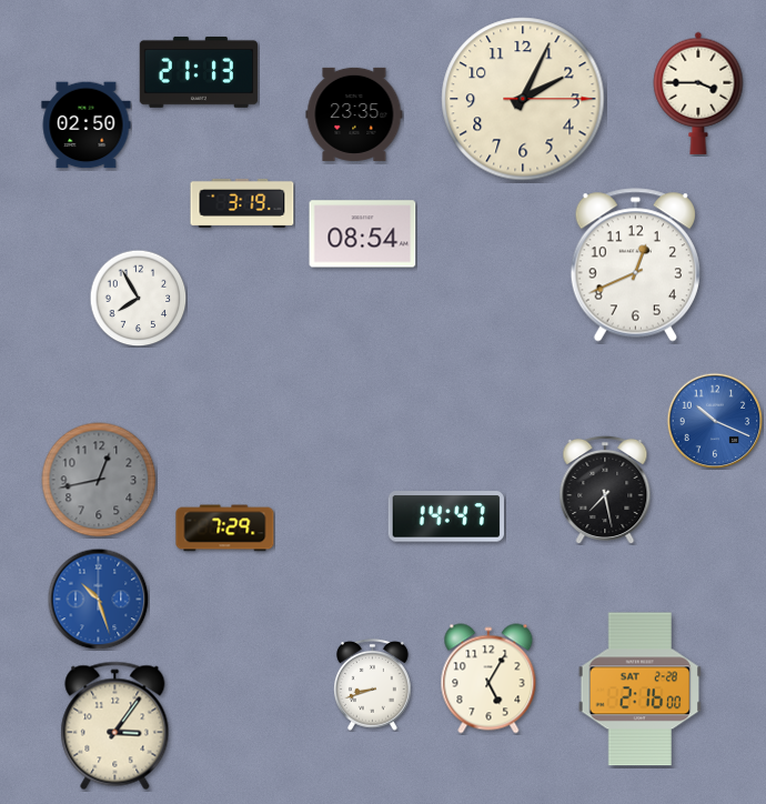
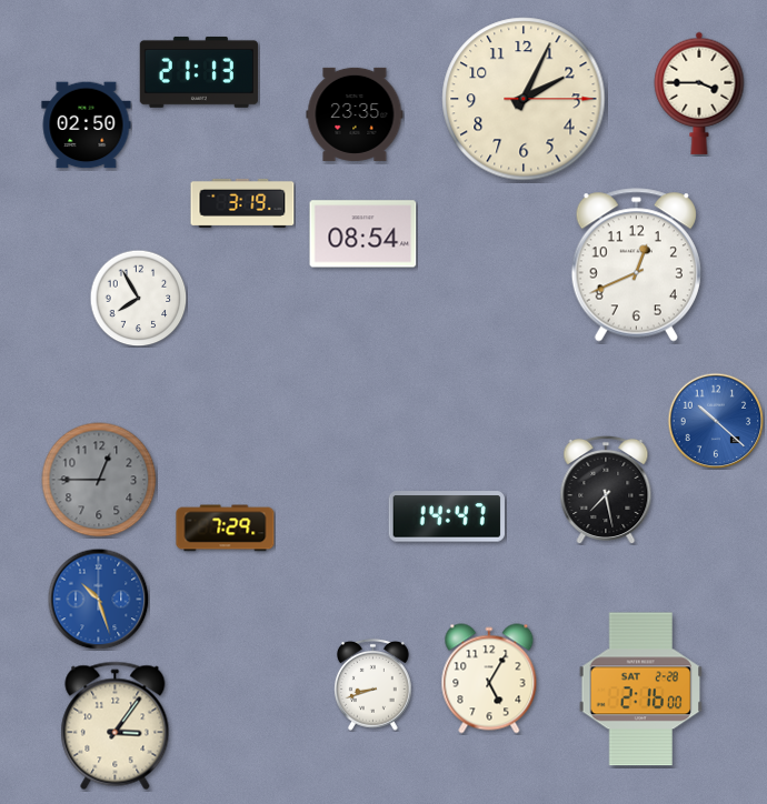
clock at (715, 421): 10:19 -> 10:22
clock at (99, 480): 12:43 -> 12:45
